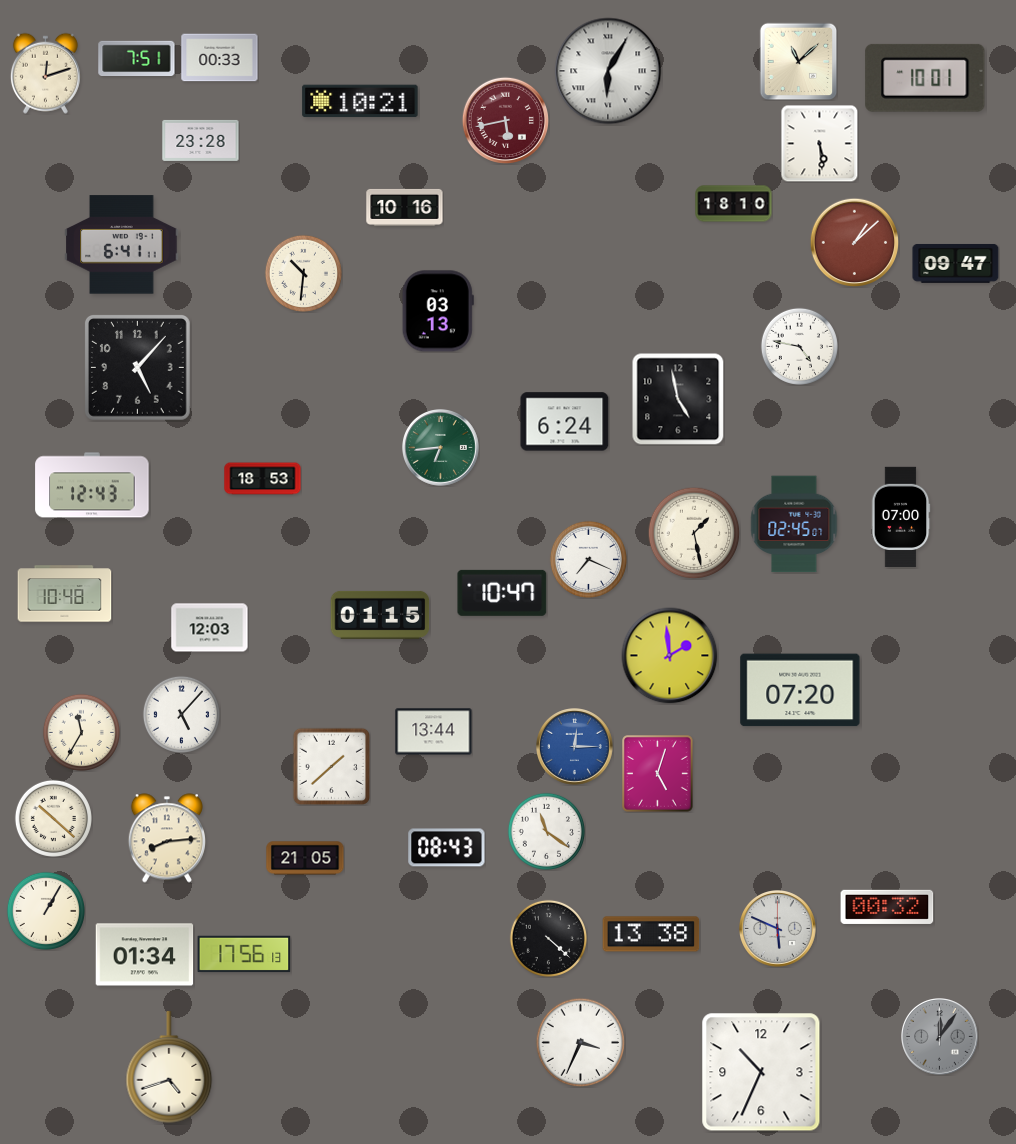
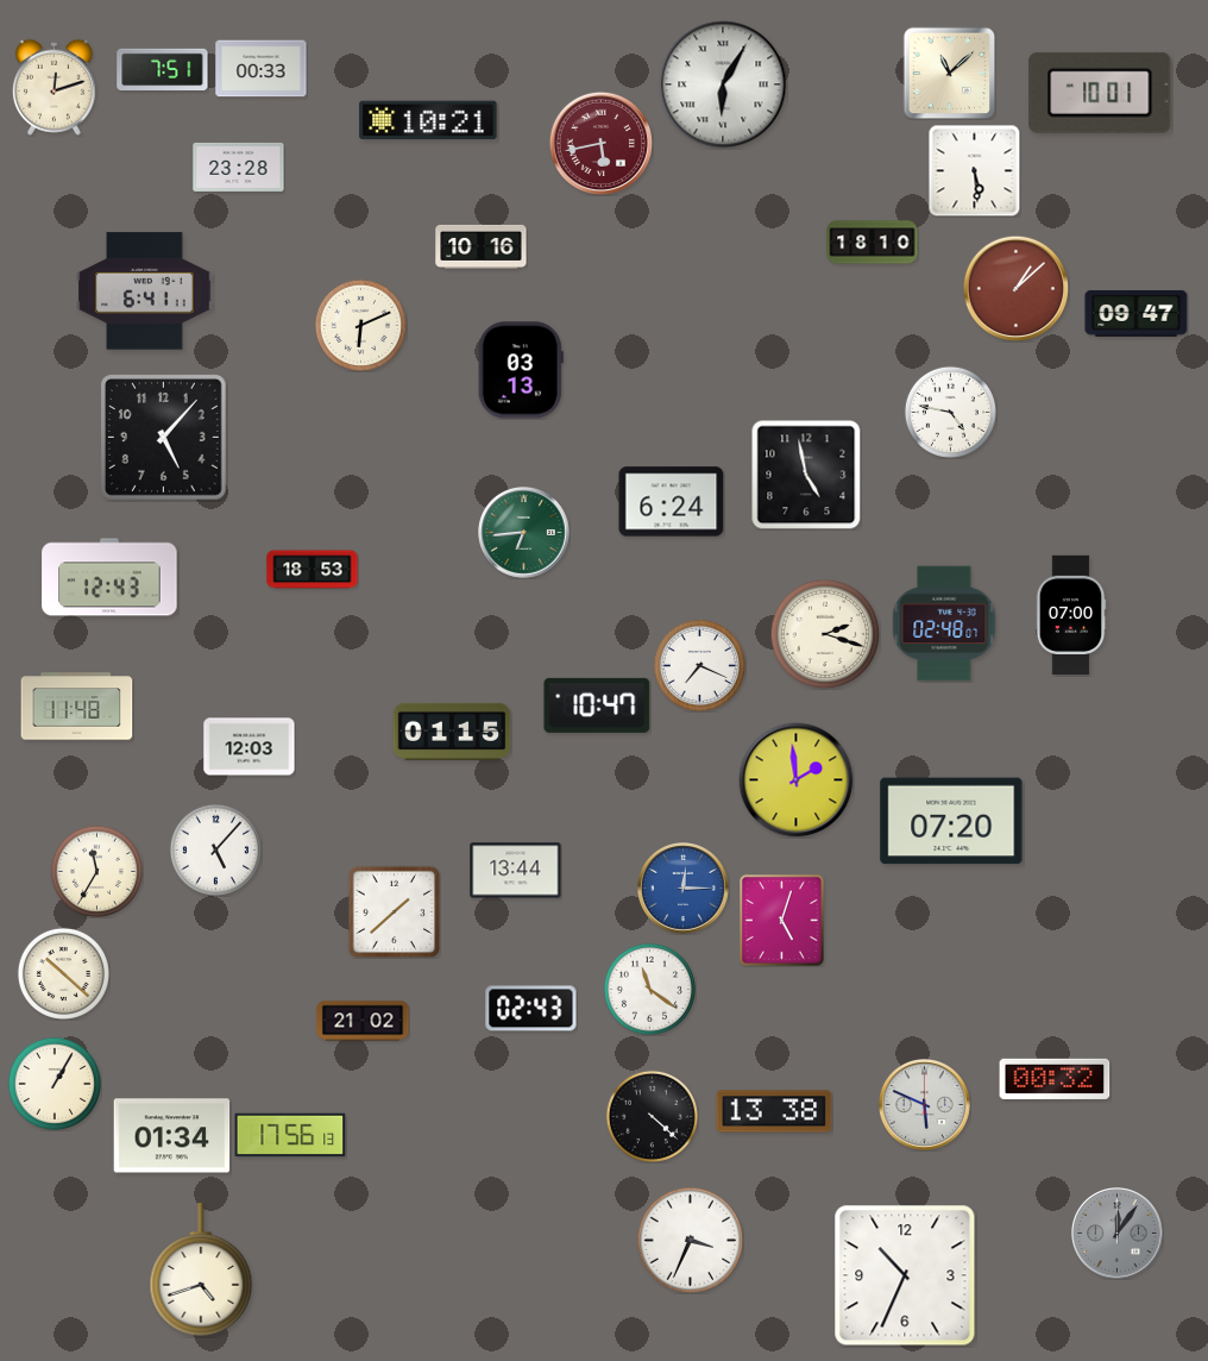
clock at (303, 273): 10:31 -> 6:11
clock at (794, 524): 02:45 -> 02:48
clock at (694, 533): 1:28 -> 2:18
clock at (65, 594): 10:48 -> 11:48
clock at (167, 838): 8:14 -> none
clock at (447, 848): 08:43 -> 02:43
clock at (305, 858): 21:05 -> 21:02
